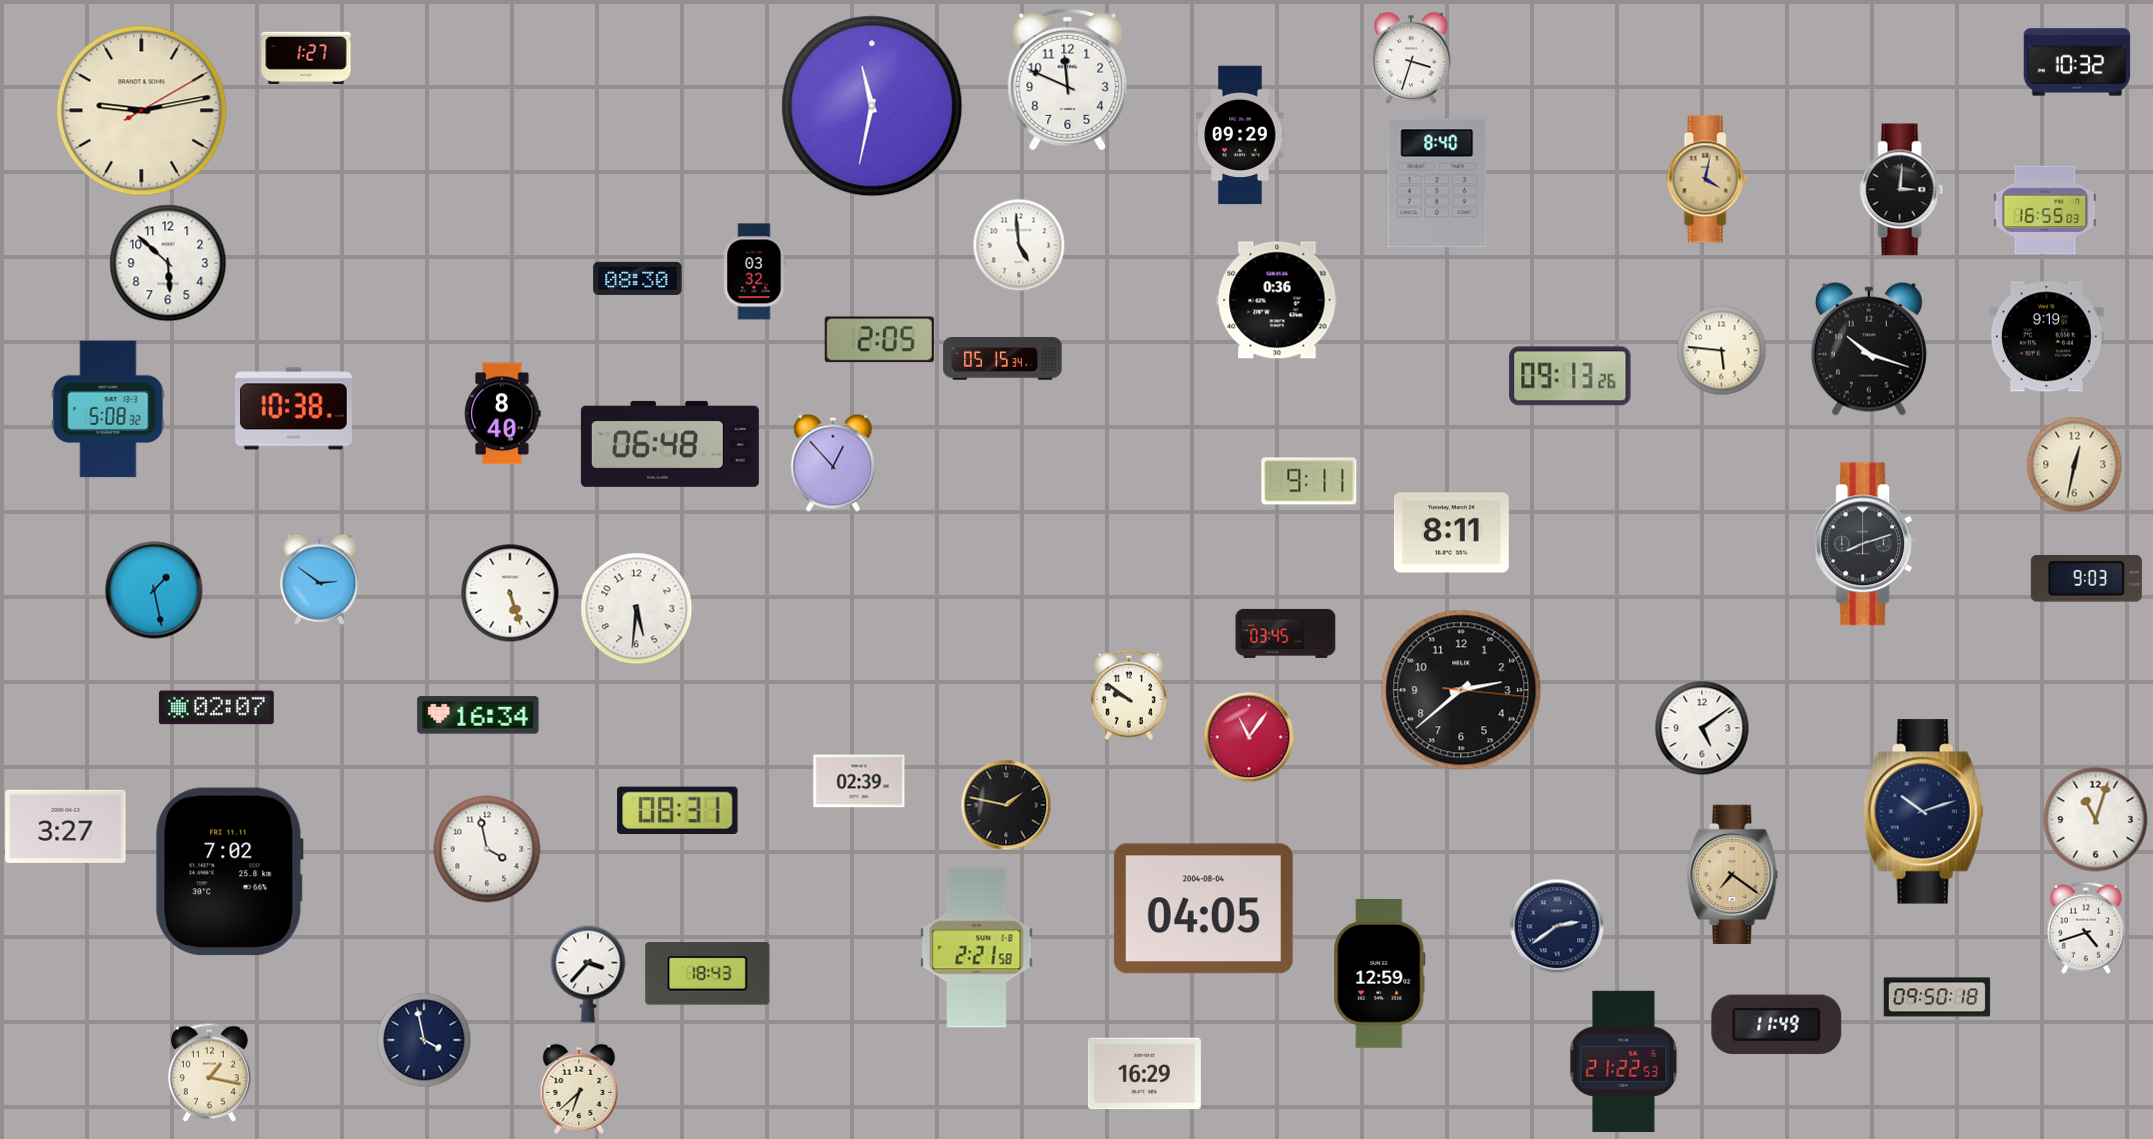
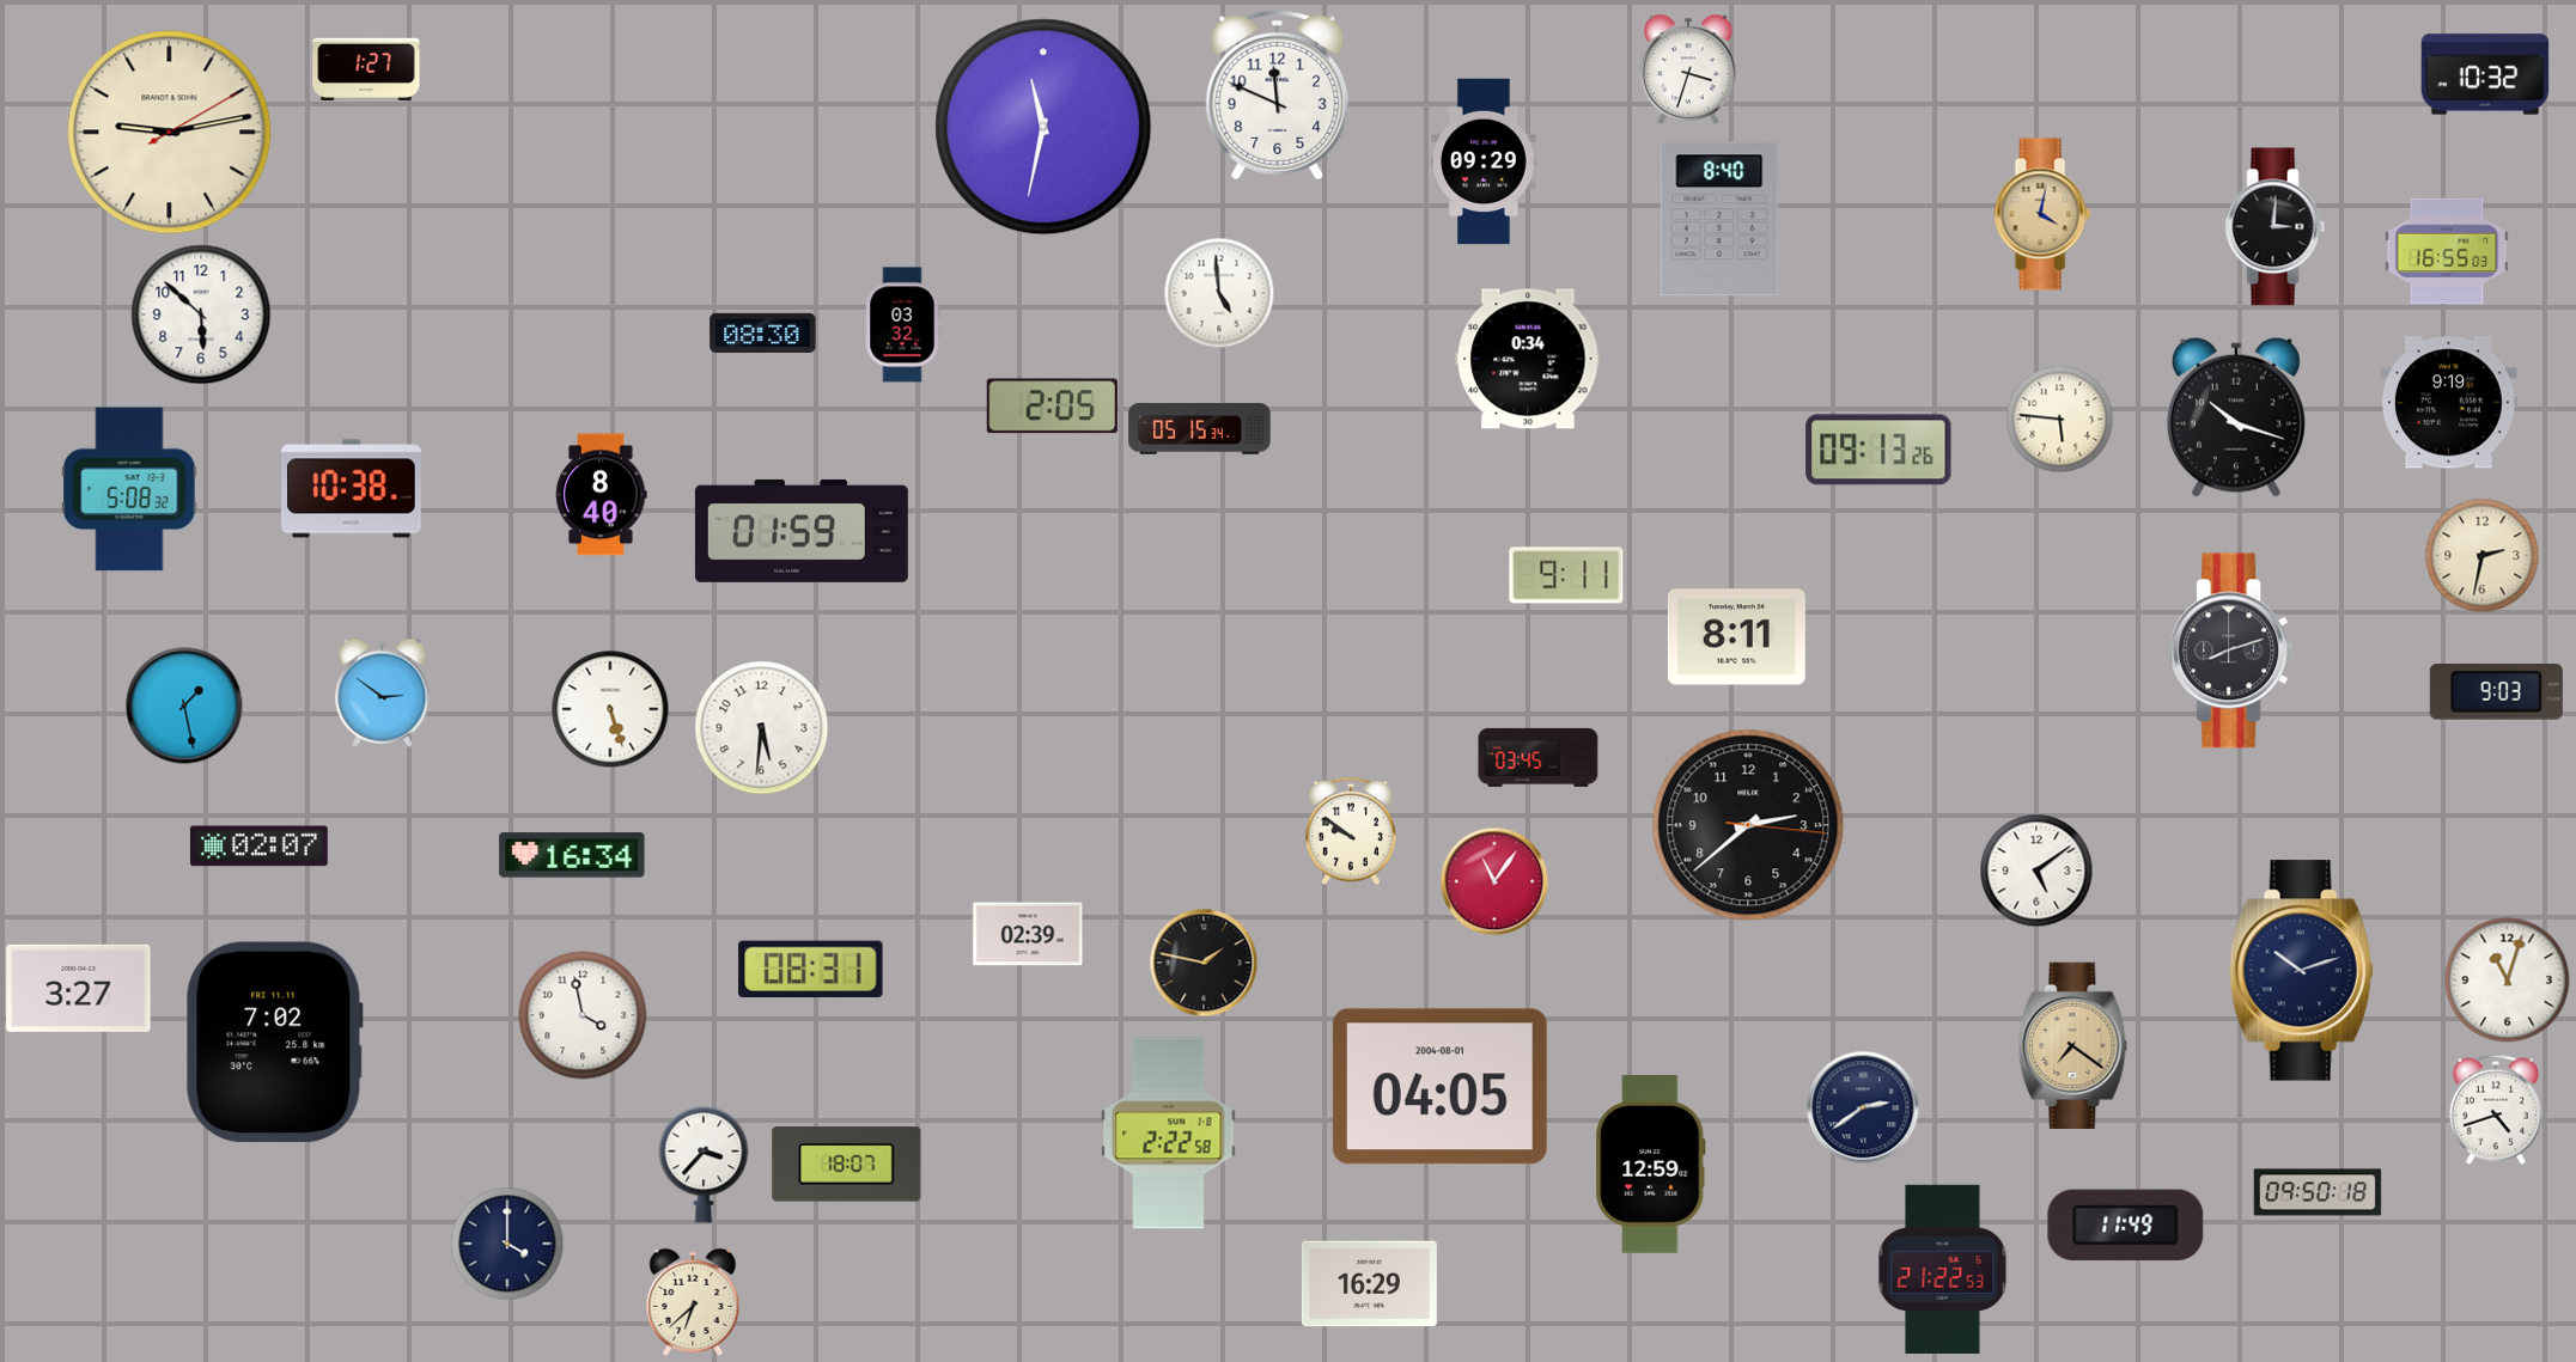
clock at (1277, 300): 0:36 -> 0:34
clock at (670, 444): 06:48 -> 01:59
clock at (833, 463): 12:53 -> none
clock at (2075, 465): 12:32 -> 2:32
clock at (1203, 909) date: 2004-08-04 -> 2004-08-01
clock at (977, 948): 2:21 -> 2:22
clock at (708, 974): 18:43 -> 18:07
clock at (424, 1040): 3:58 -> 4:00
clock at (210, 1073): 1:17 -> none
